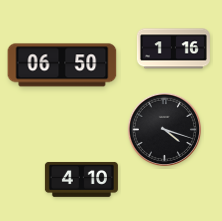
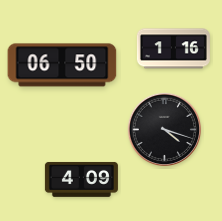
clock at (81, 179): 4:10 -> 4:09
